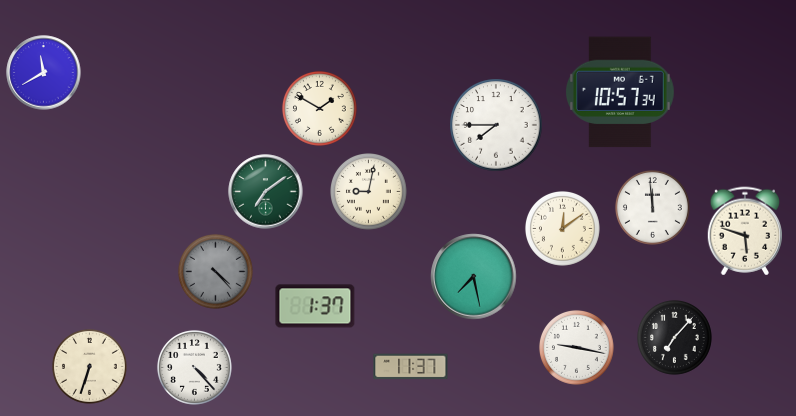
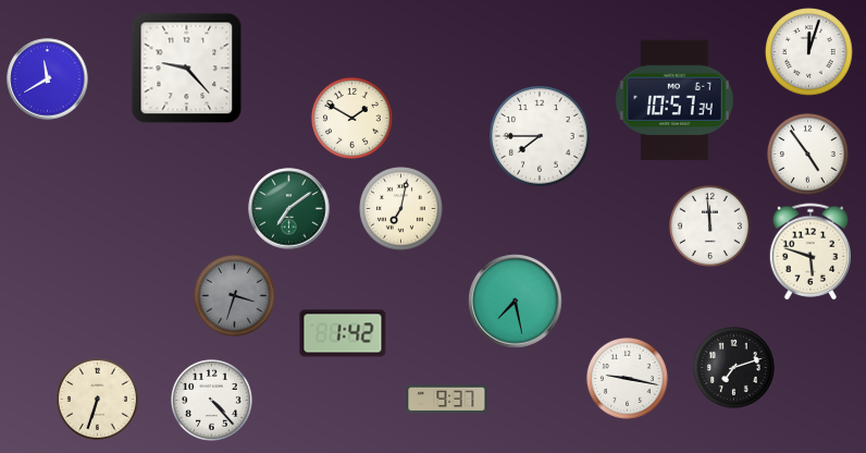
clock at (809, 52): none -> 12:03
clock at (187, 69): none -> 9:23
clock at (319, 108) position: (319, 108) -> (351, 118)
clock at (807, 154): none -> 4:54
clock at (369, 192): 9:02 -> 7:02
clock at (562, 228): 12:09 -> none
clock at (215, 271): 4:23 -> 3:33
clock at (315, 306): 1:37 -> 1:42
clock at (674, 337): 7:07 -> 7:12
clock at (411, 367): 11:37 -> 9:37
